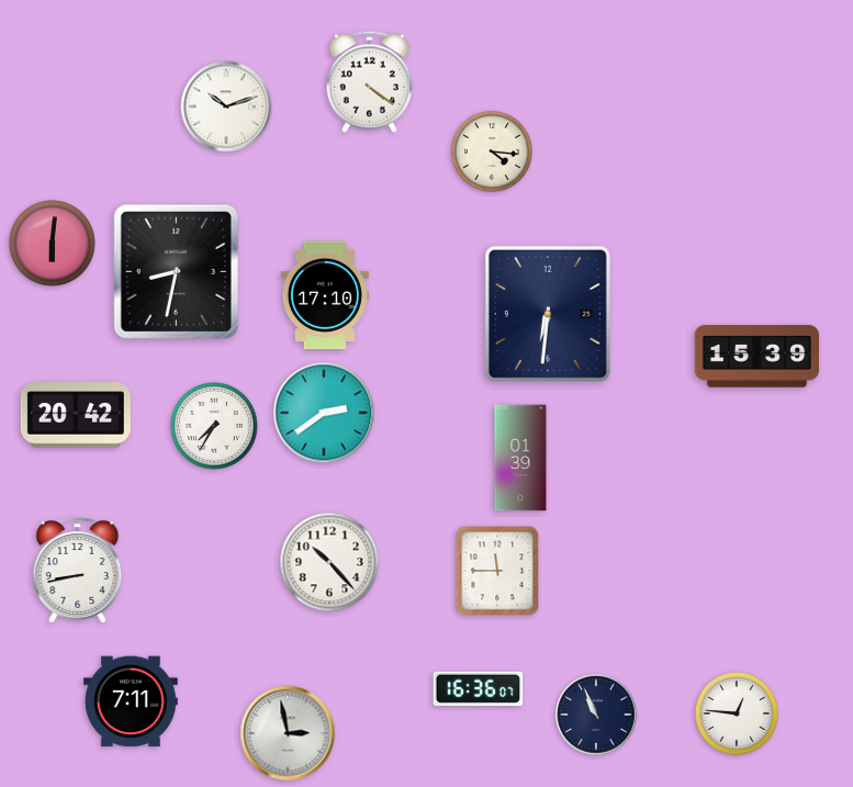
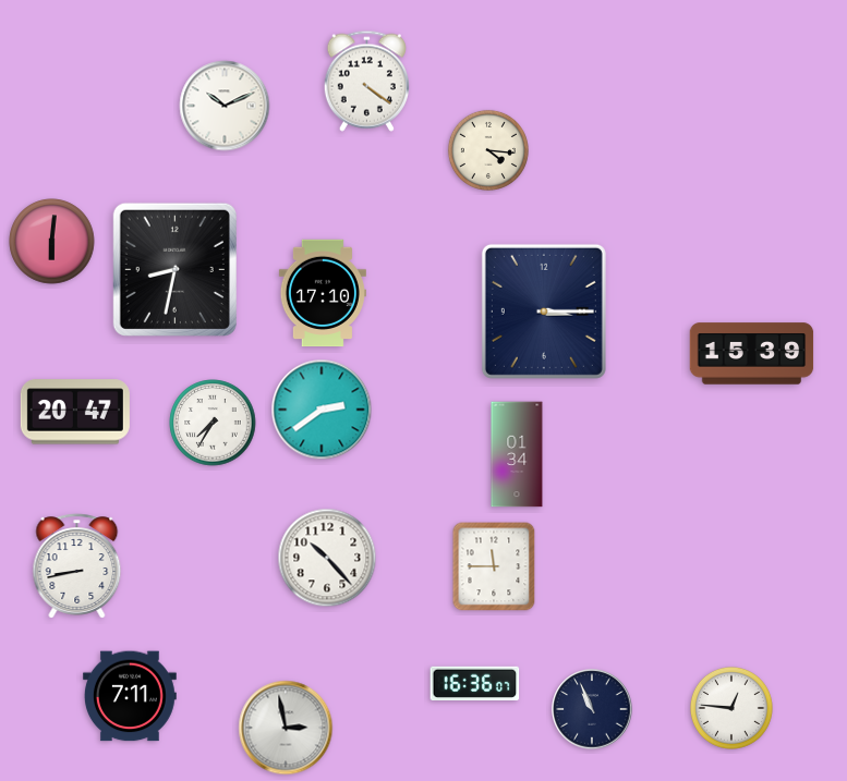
clock at (226, 106): 10:12 -> 10:11
clock at (548, 314): 6:31 -> 3:15
clock at (76, 415): 20:42 -> 20:47
clock at (520, 458): 01:39 -> 01:34
